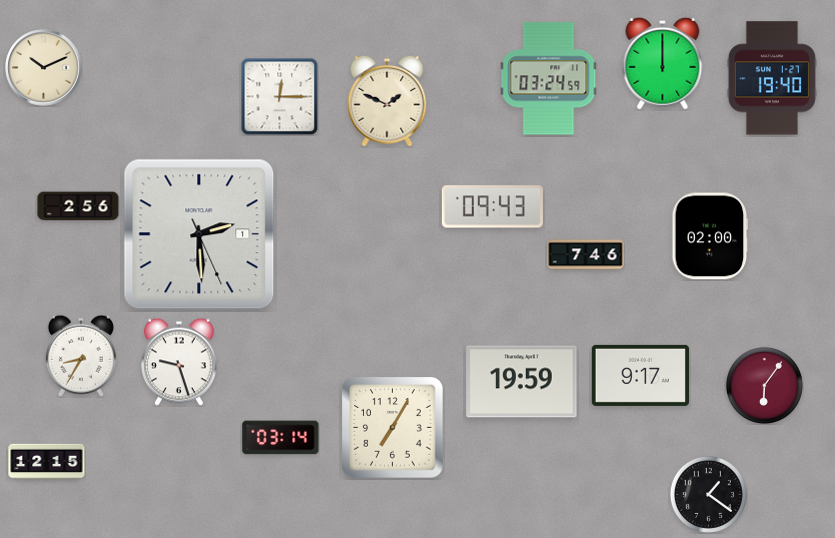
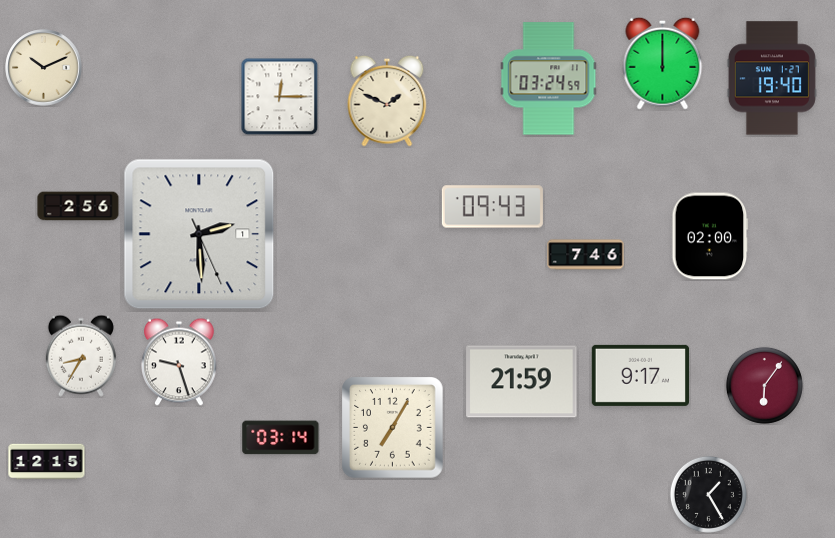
clock at (522, 382): 19:59 -> 21:59
clock at (708, 494): 1:21 -> 1:25
